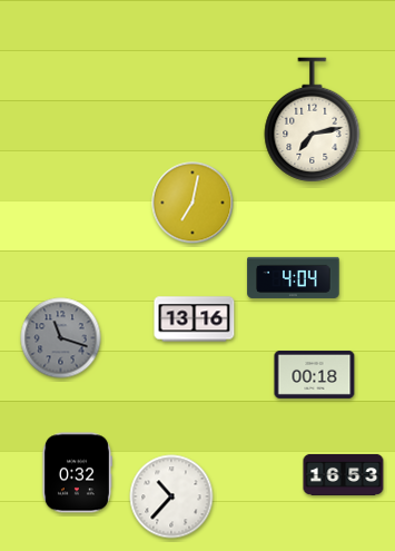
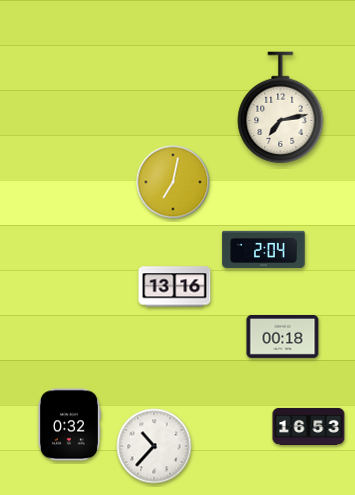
clock at (294, 277): 4:04 -> 2:04
clock at (61, 338): 11:18 -> none
